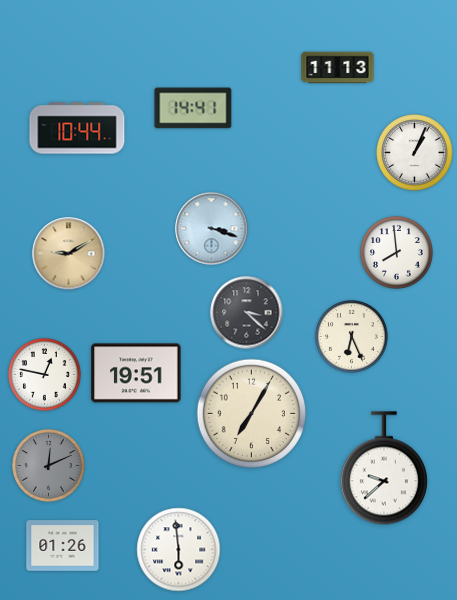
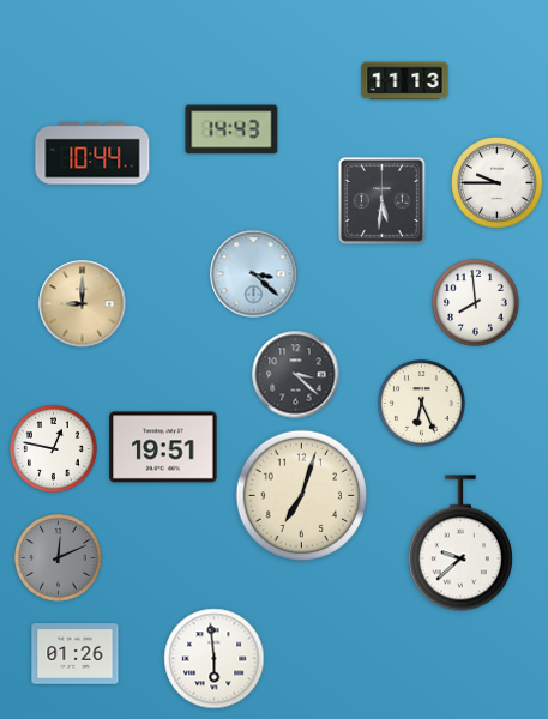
clock at (193, 108): 14:41 -> 14:43
clock at (415, 153): 1:04 -> 9:45
clock at (381, 200): none -> 5:31
clock at (212, 229): 3:18 -> 3:22
clock at (69, 254): 9:10 -> 9:00
clock at (251, 413): 7:05 -> 7:03
clock at (384, 468) position: (384, 468) -> (460, 543)
